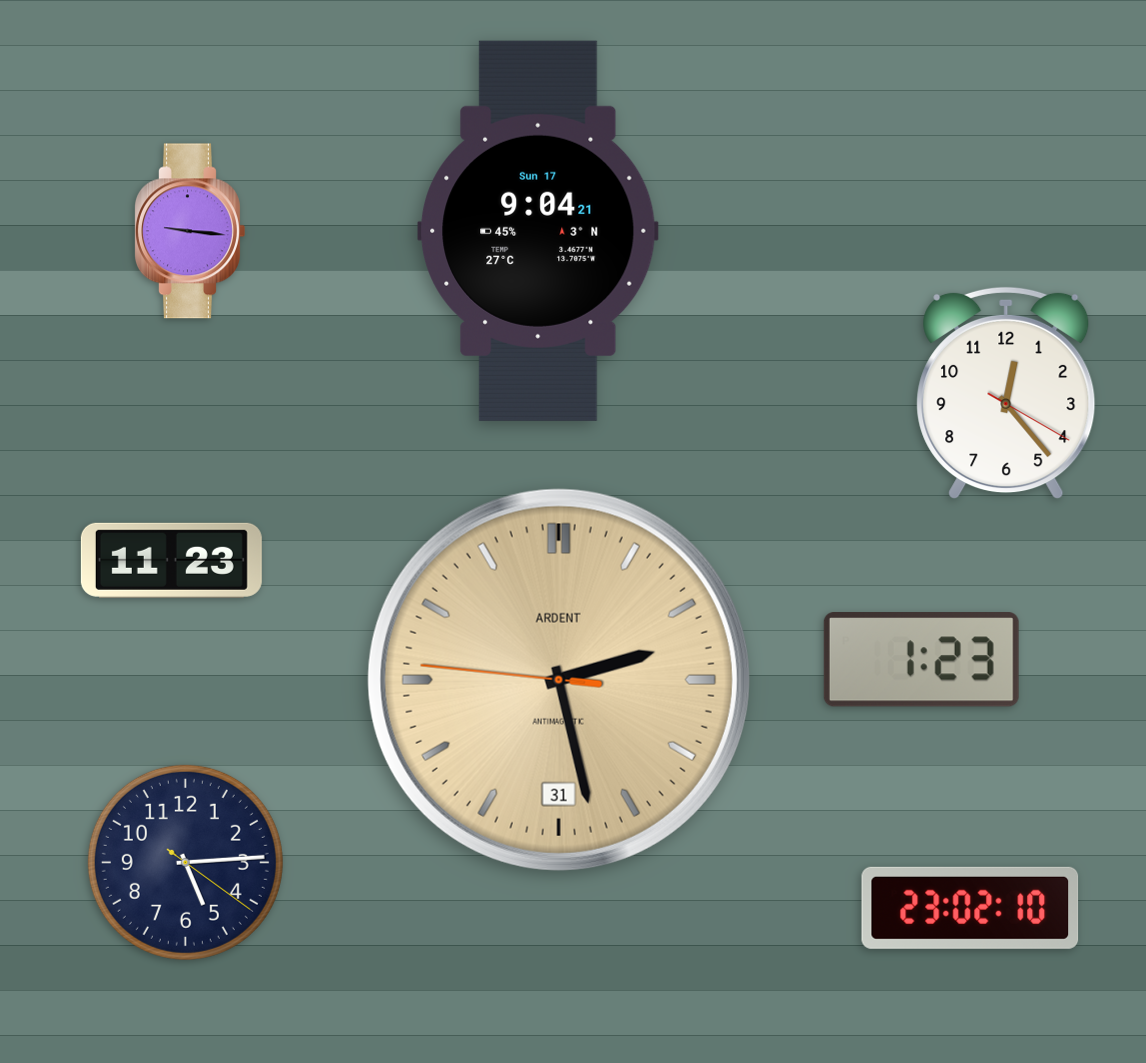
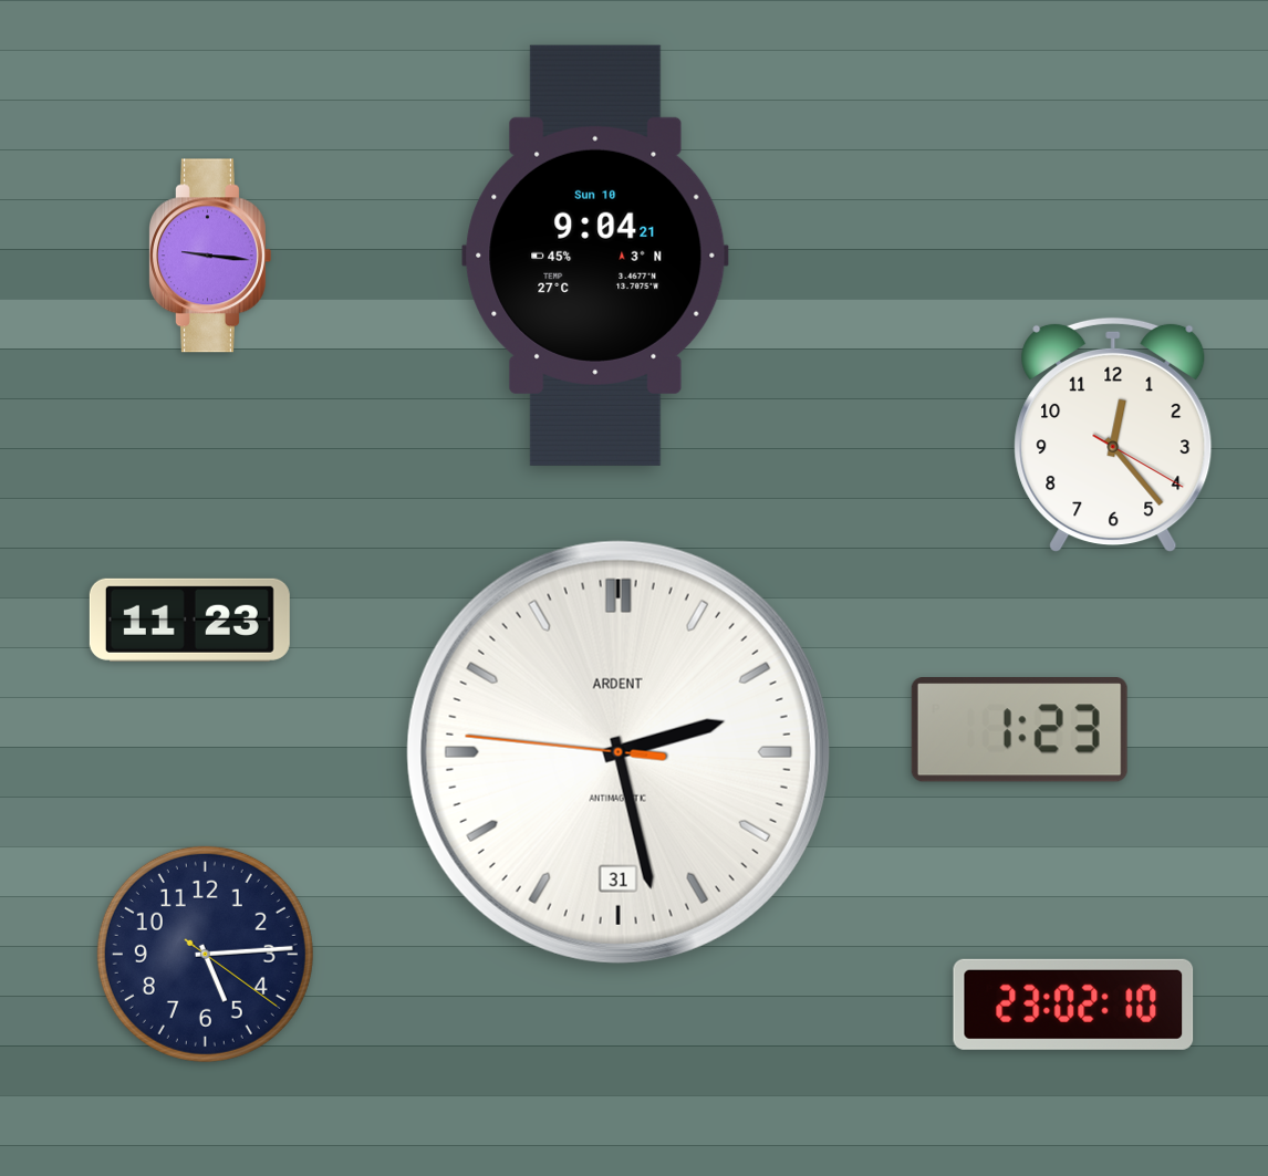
clock at (538, 231) date: Sun 17 -> Sun 10
clock at (559, 680) dial: champagne -> white
